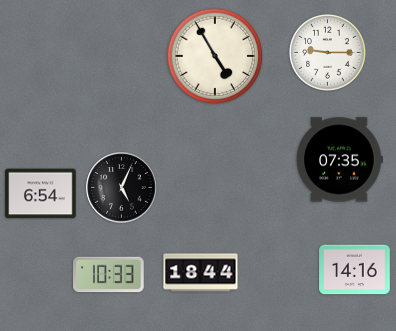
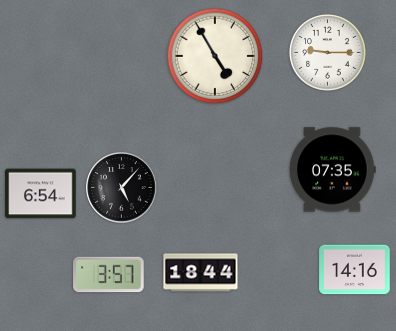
clock at (340, 160) position: (340, 160) -> (333, 170)
clock at (122, 188): 5:04 -> 5:07
clock at (109, 275): 10:33 -> 3:57
